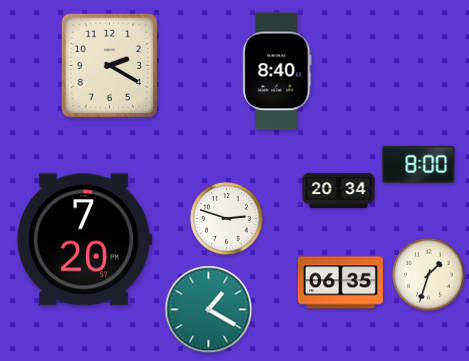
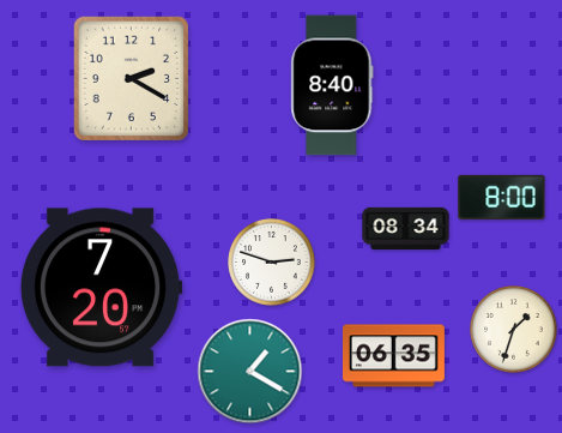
clock at (339, 190): 20:34 -> 08:34
clock at (340, 283) position: (340, 283) -> (393, 356)
